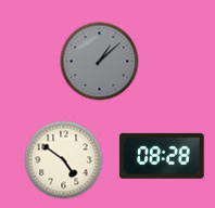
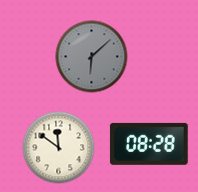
clock at (100, 62): 1:08 -> 6:08
clock at (64, 160): 4:51 -> 11:51
